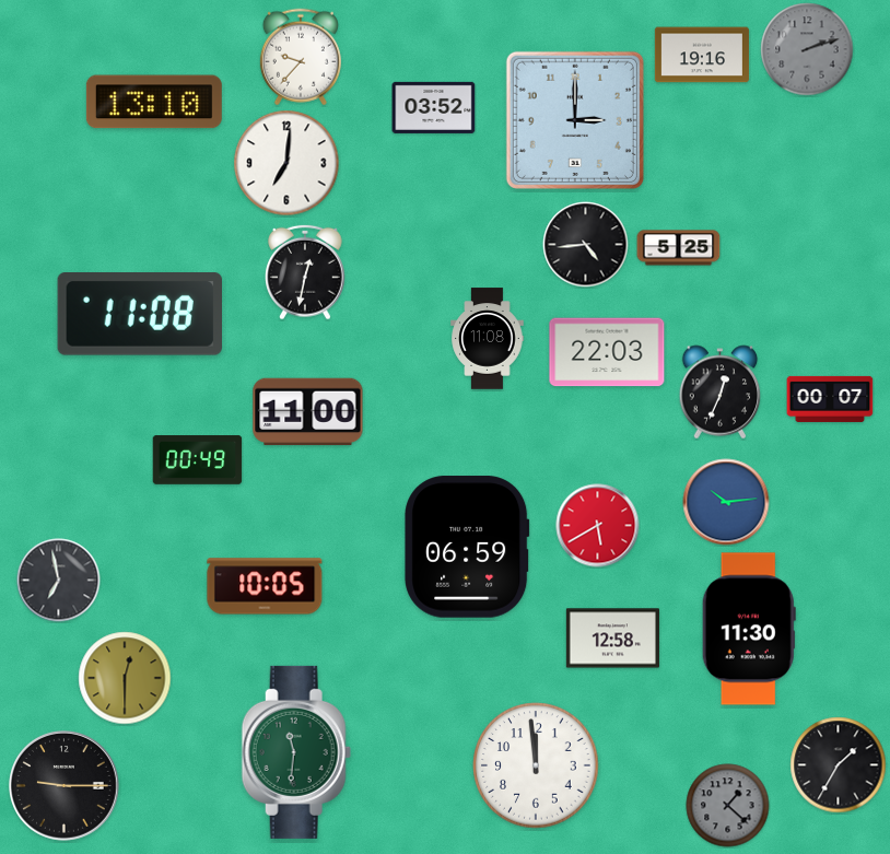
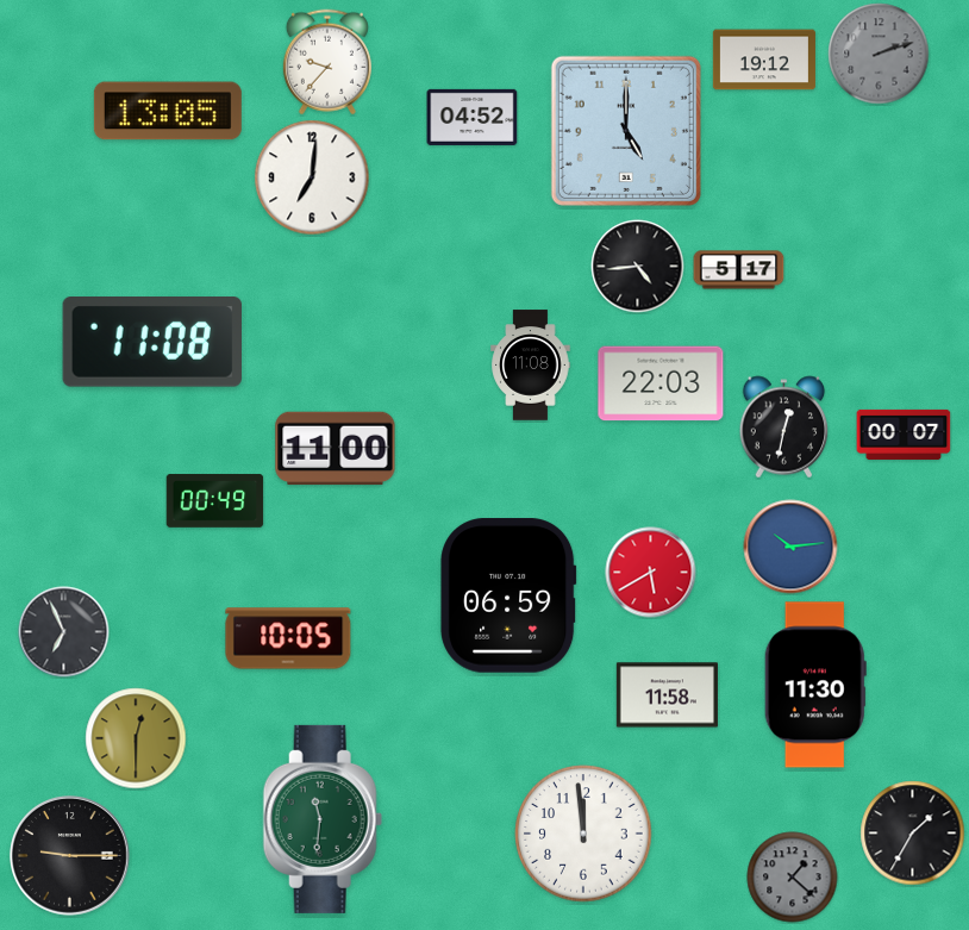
clock at (702, 55): 19:16 -> 19:12
clock at (154, 102): 13:10 -> 13:05
clock at (434, 107): 03:52 -> 04:52
clock at (575, 120): 3:00 -> 5:00
clock at (679, 248): 5:25 -> 5:17
clock at (306, 272): 12:32 -> none
clock at (488, 339) position: (488, 339) -> (531, 366)
clock at (721, 393): 12:34 -> 12:32
clock at (59, 581): 6:58 -> 6:56
clock at (612, 639): 12:58 -> 11:58
